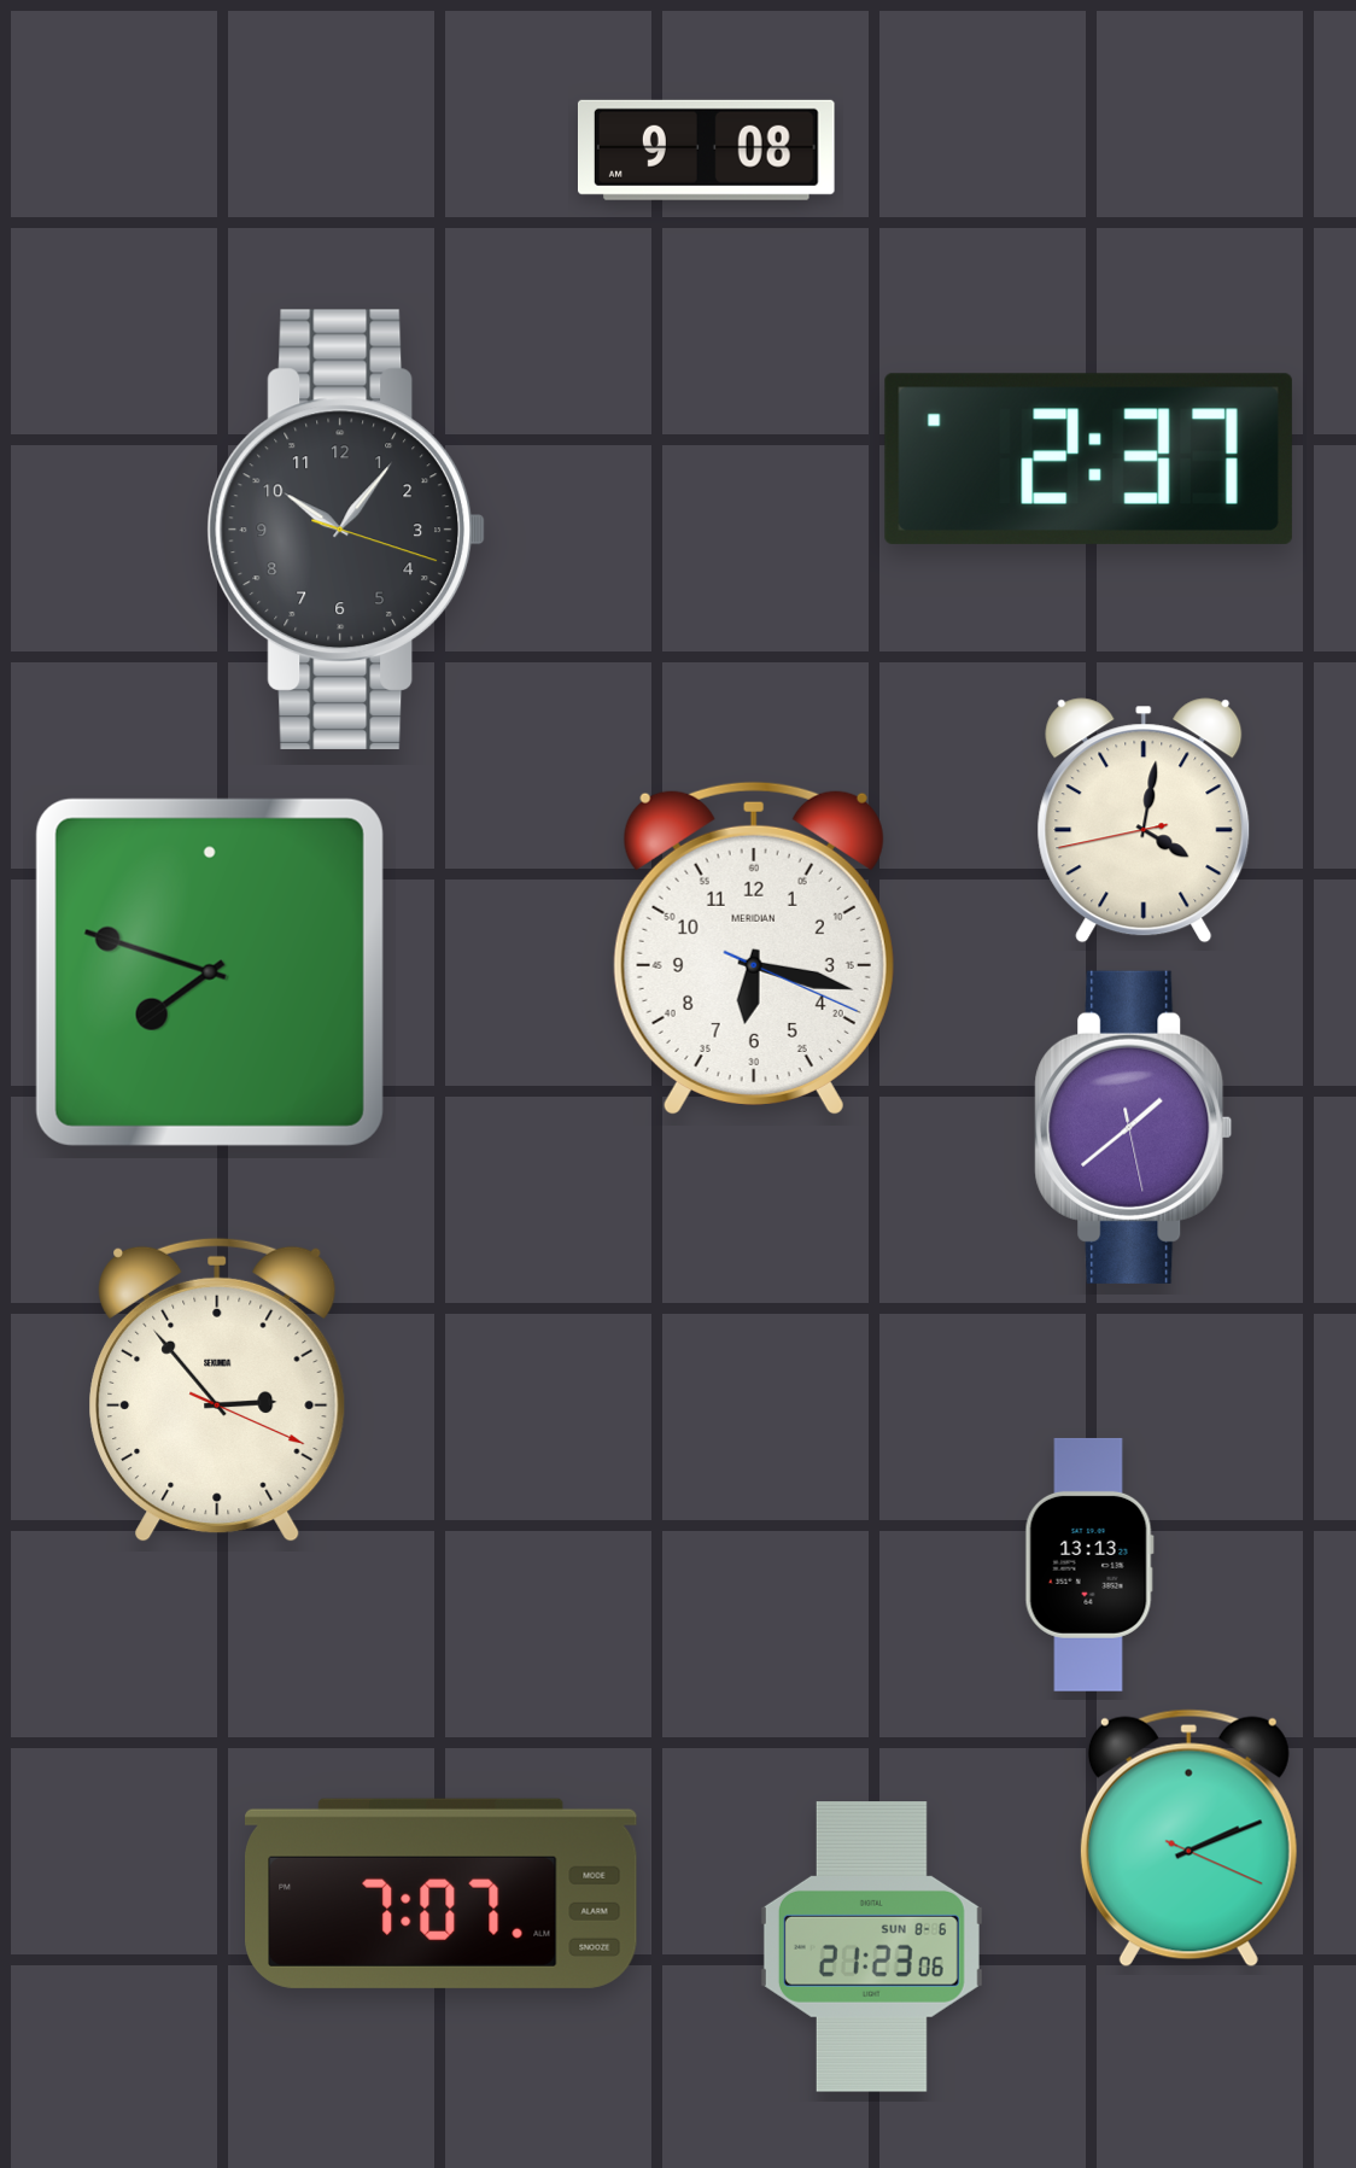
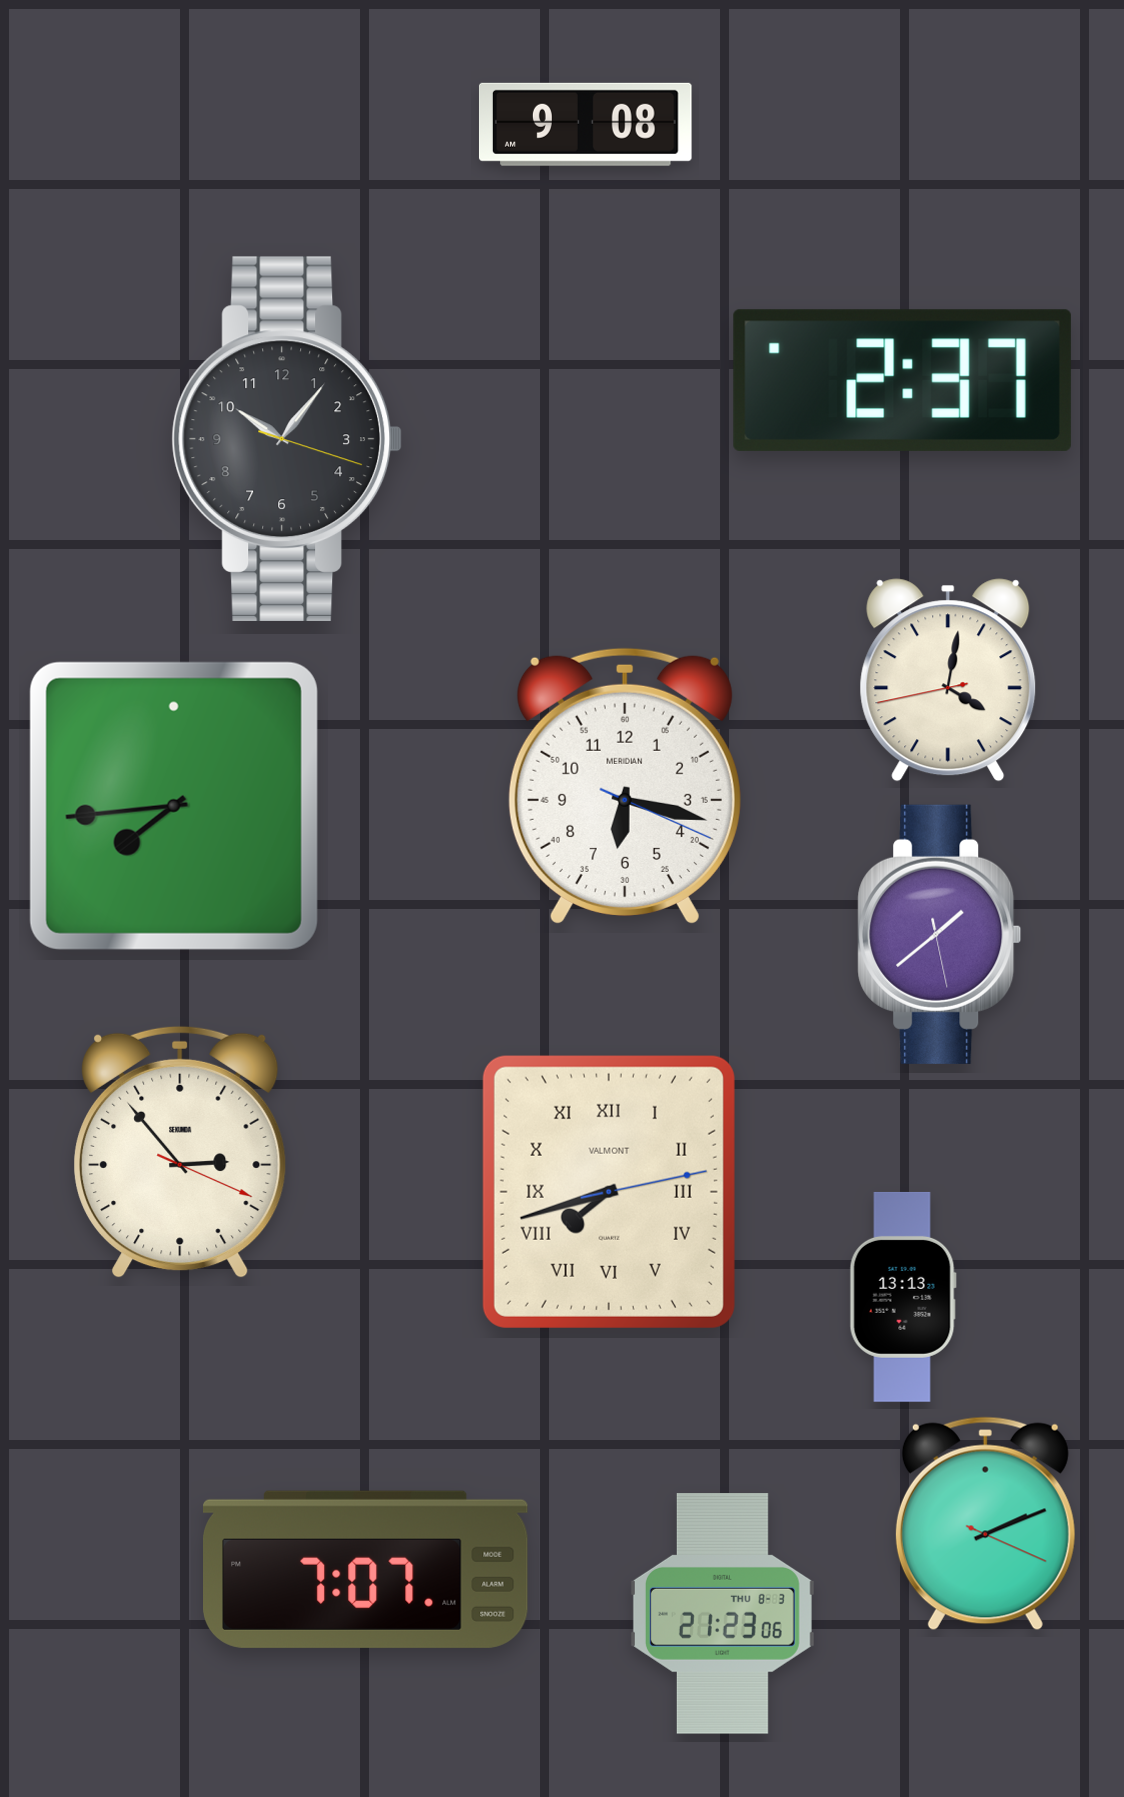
clock at (210, 972): 7:48 -> 7:44
clock at (609, 1192): none -> 7:42
clock at (871, 1947) date: SUN 8-6 -> THU 8-3
